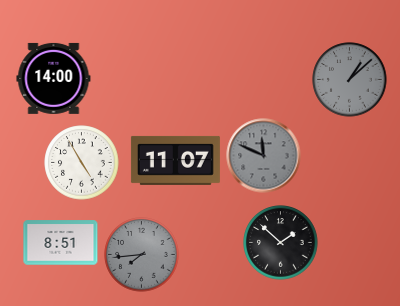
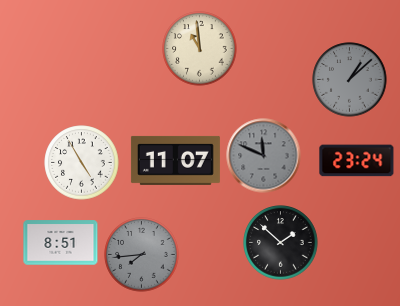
clock at (200, 49): none -> 10:59
clock at (54, 78): 14:00 -> none
clock at (357, 161): none -> 23:24
